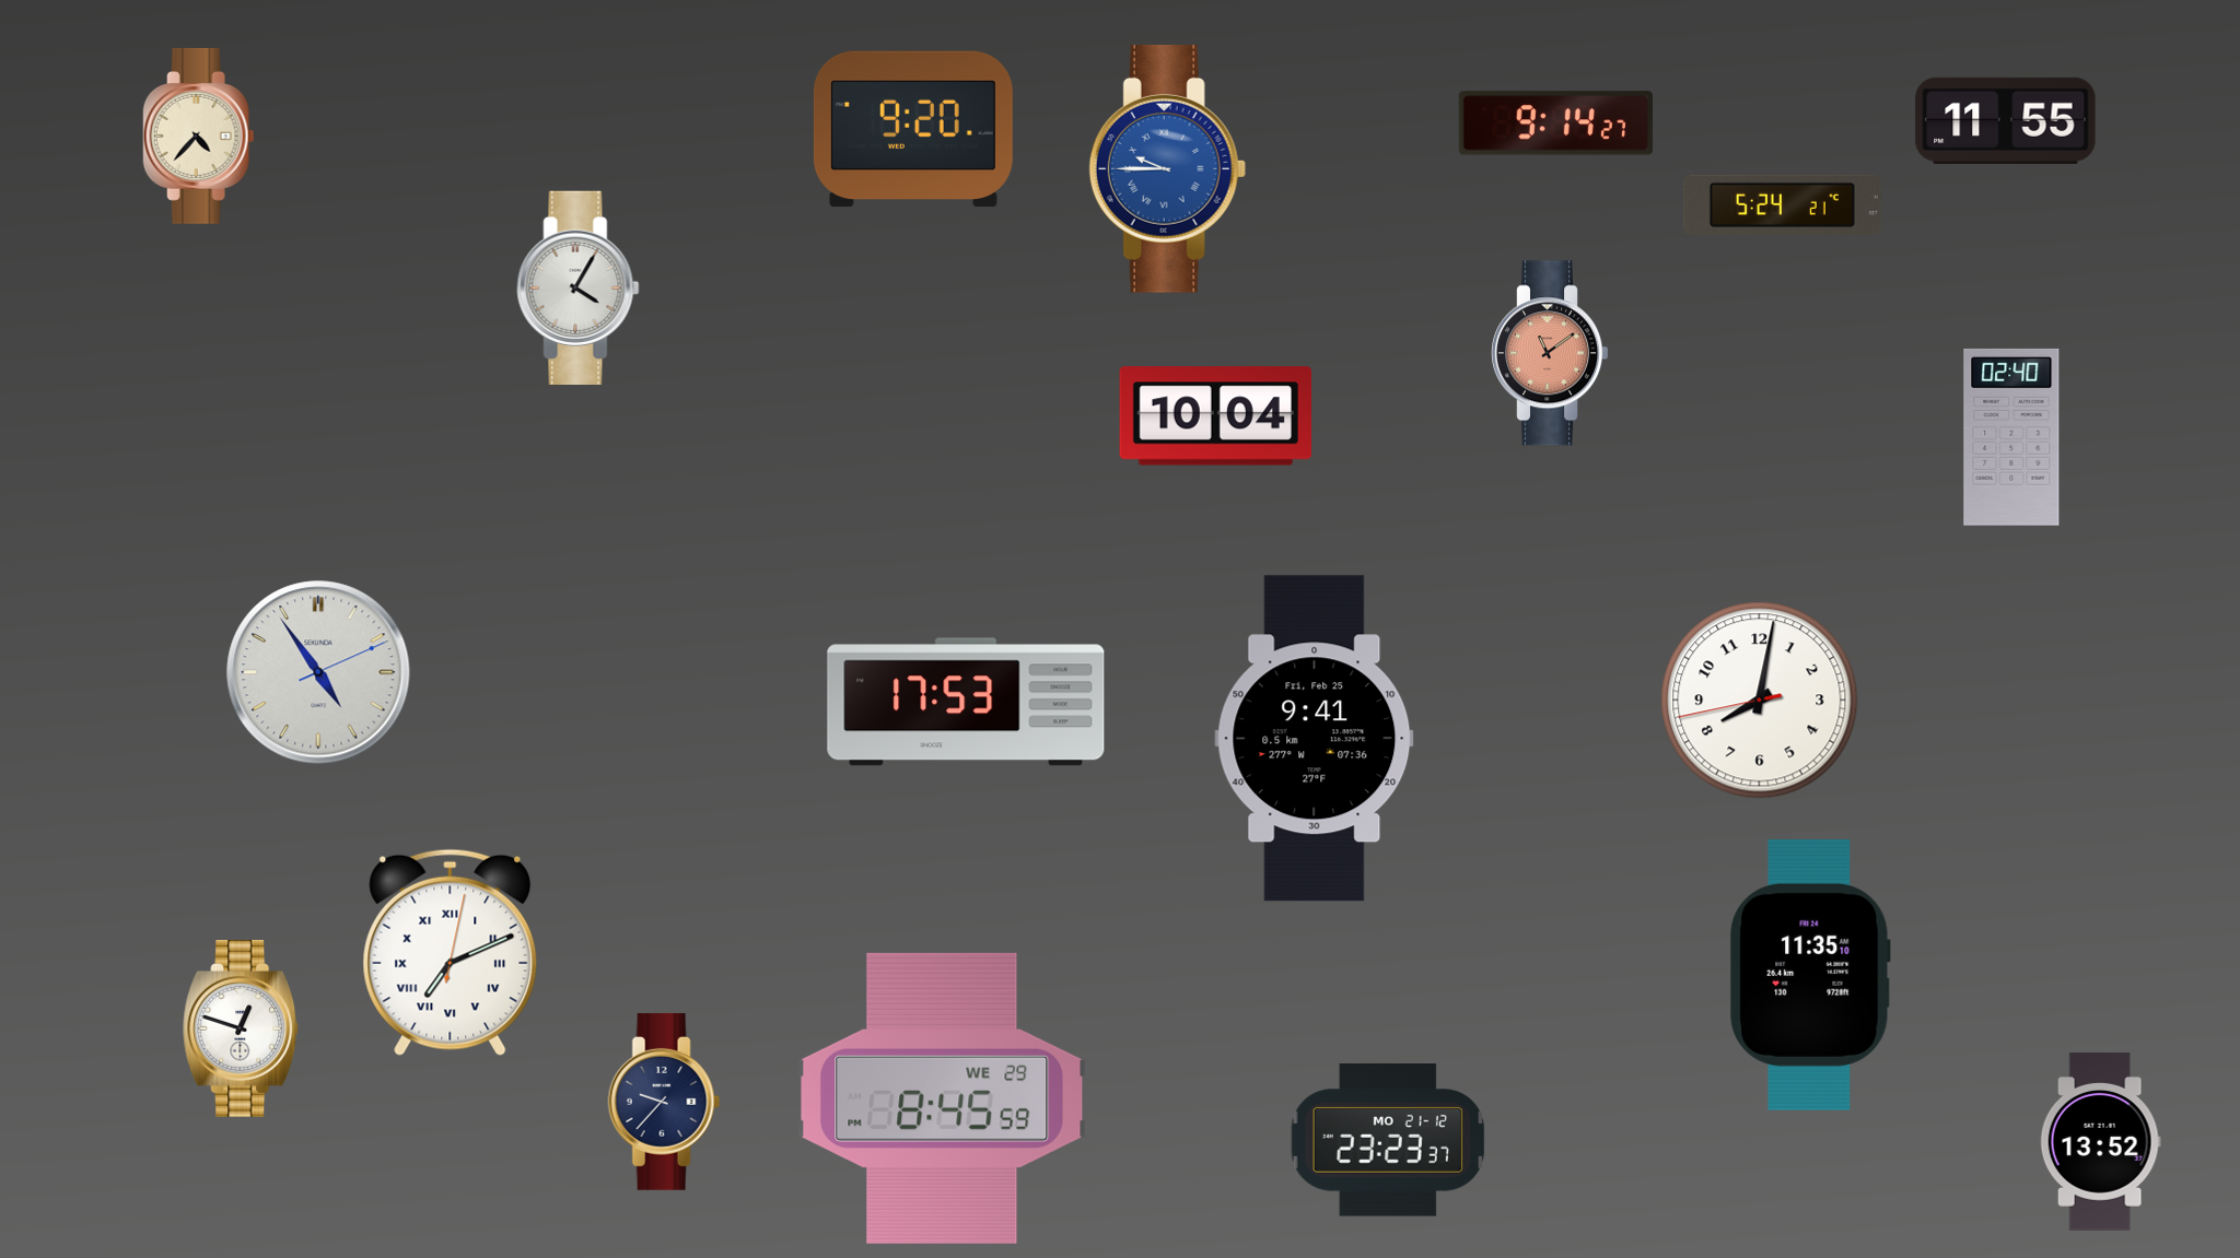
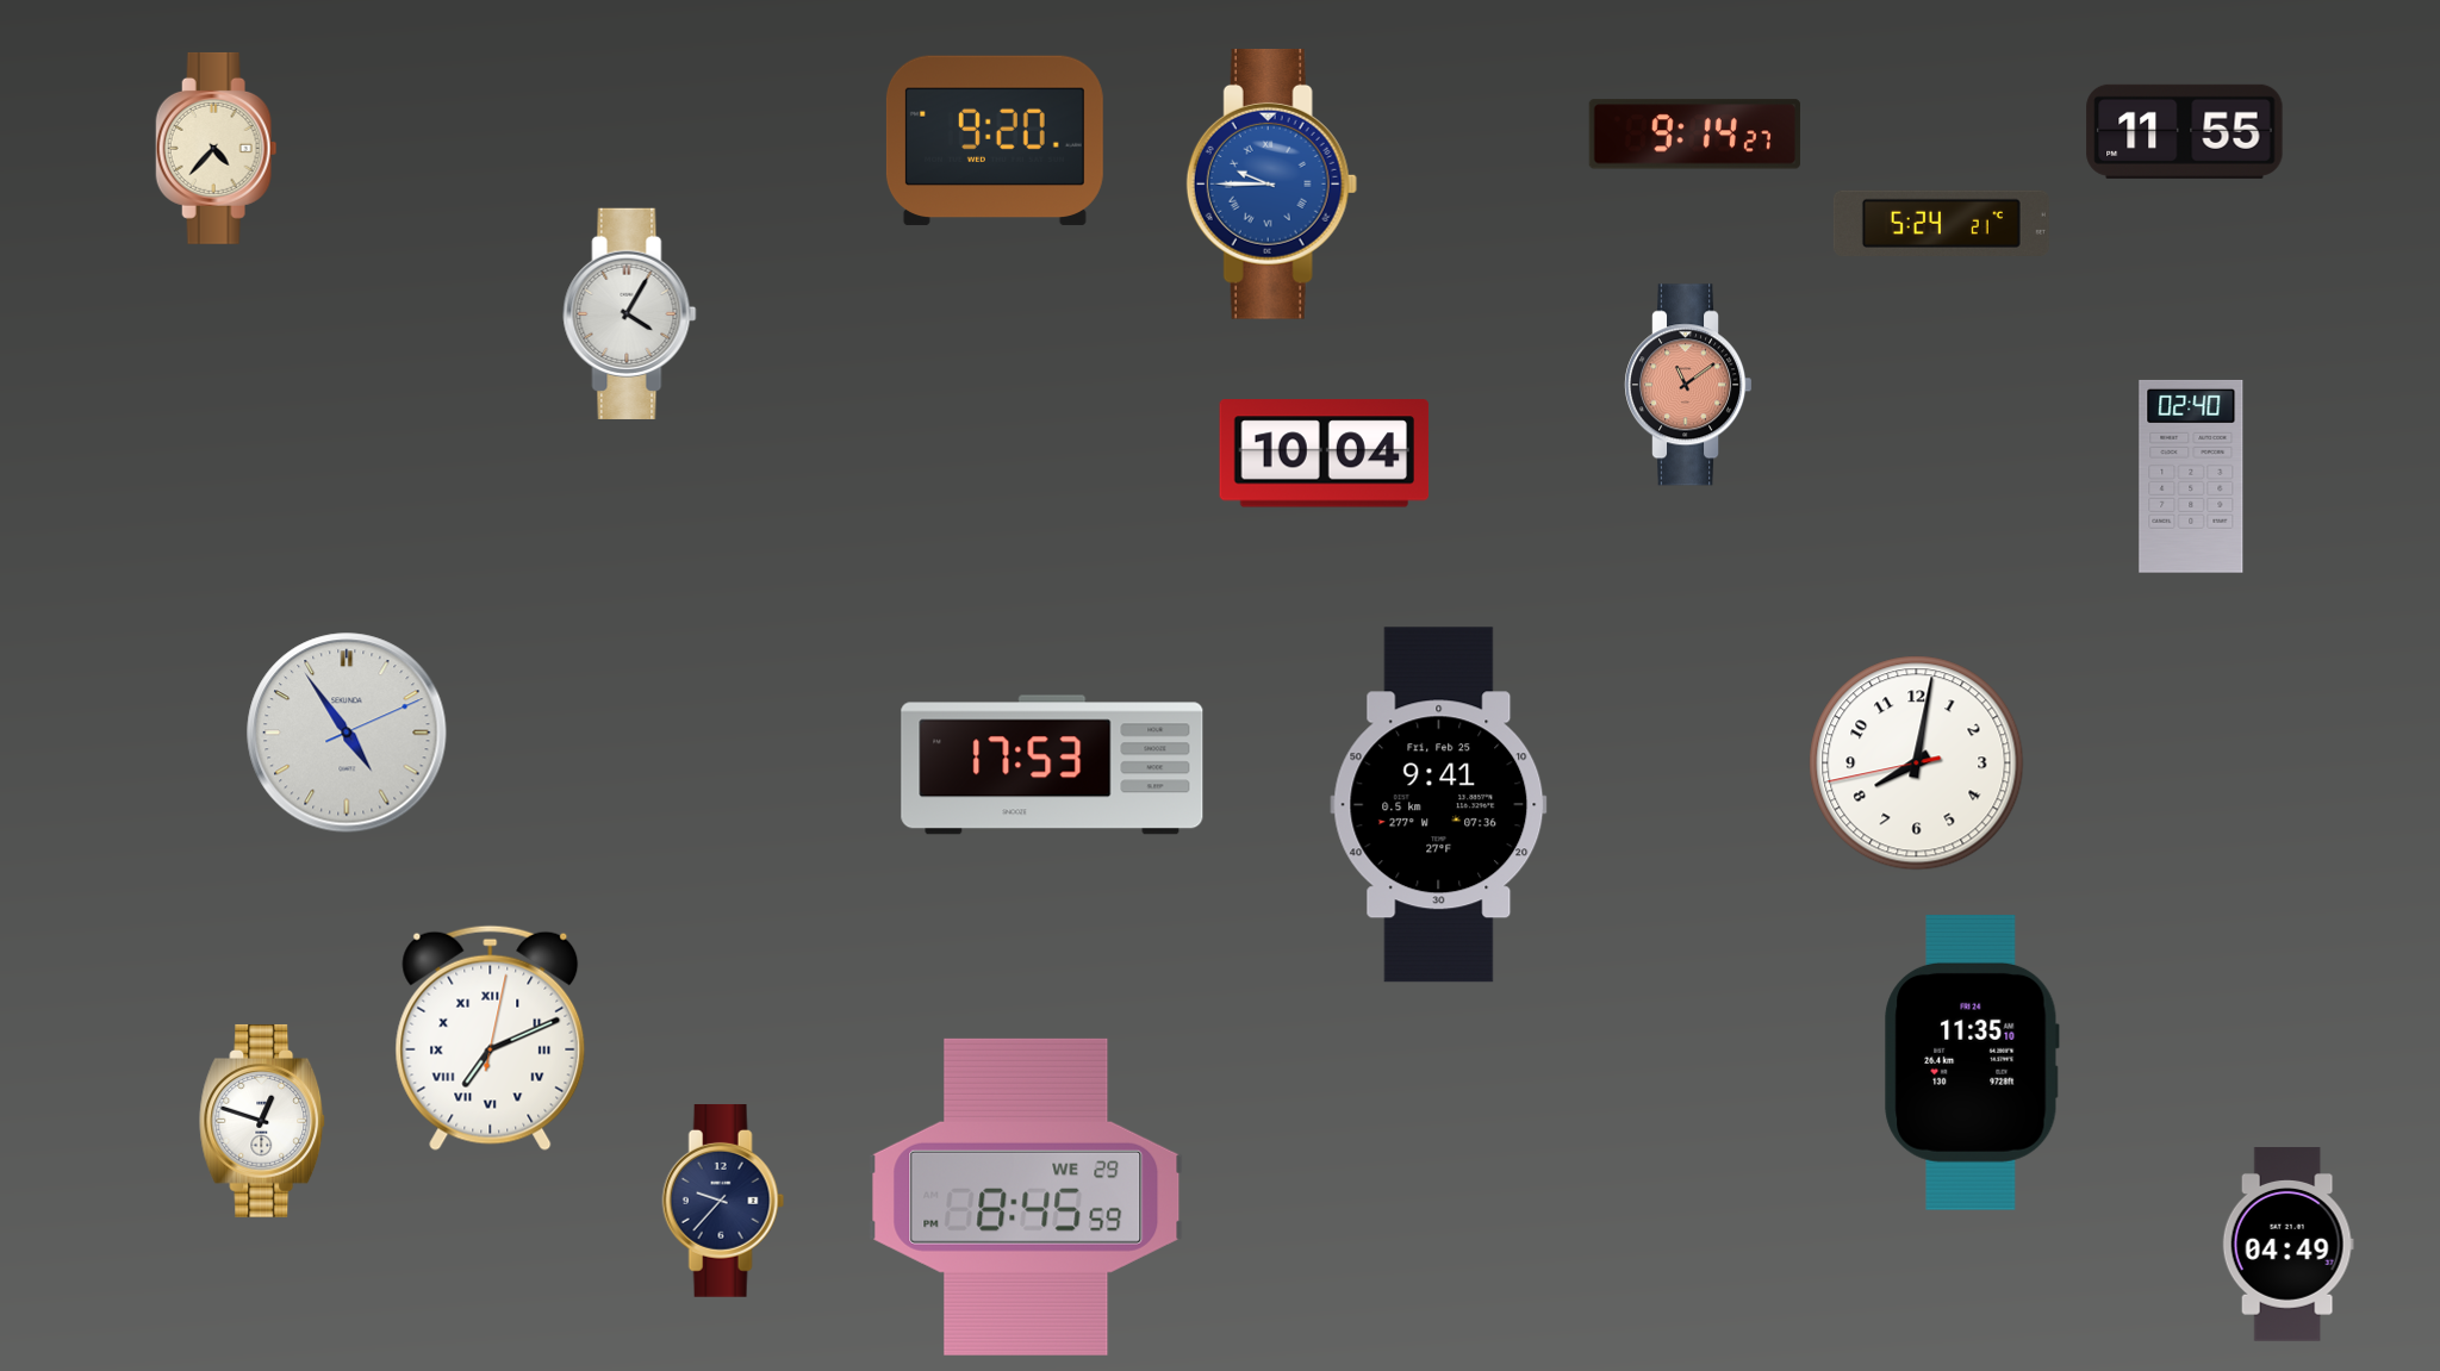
clock at (1315, 739) position: (1315, 739) -> (1439, 805)
clock at (1388, 1141): 23:23 -> none
clock at (2100, 1142): 13:52 -> 04:49
